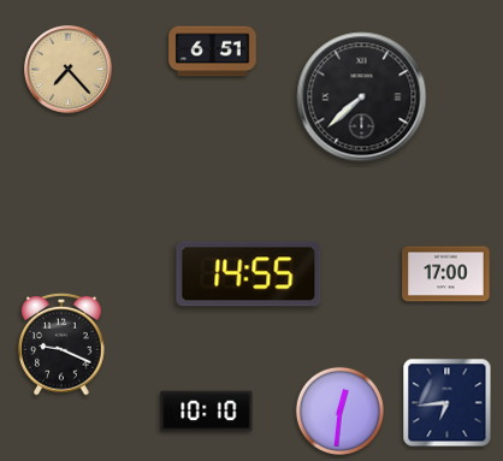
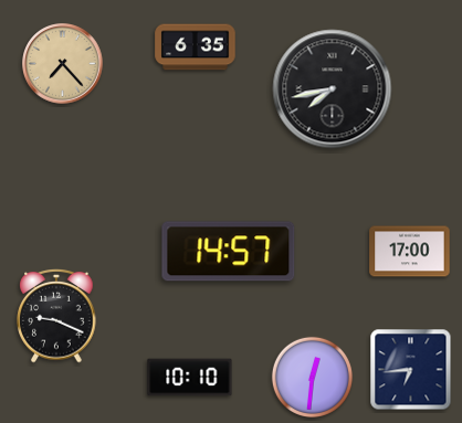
clock at (213, 52): 6:51 -> 6:35
clock at (362, 97): 7:38 -> 7:43
clock at (249, 274): 14:55 -> 14:57
